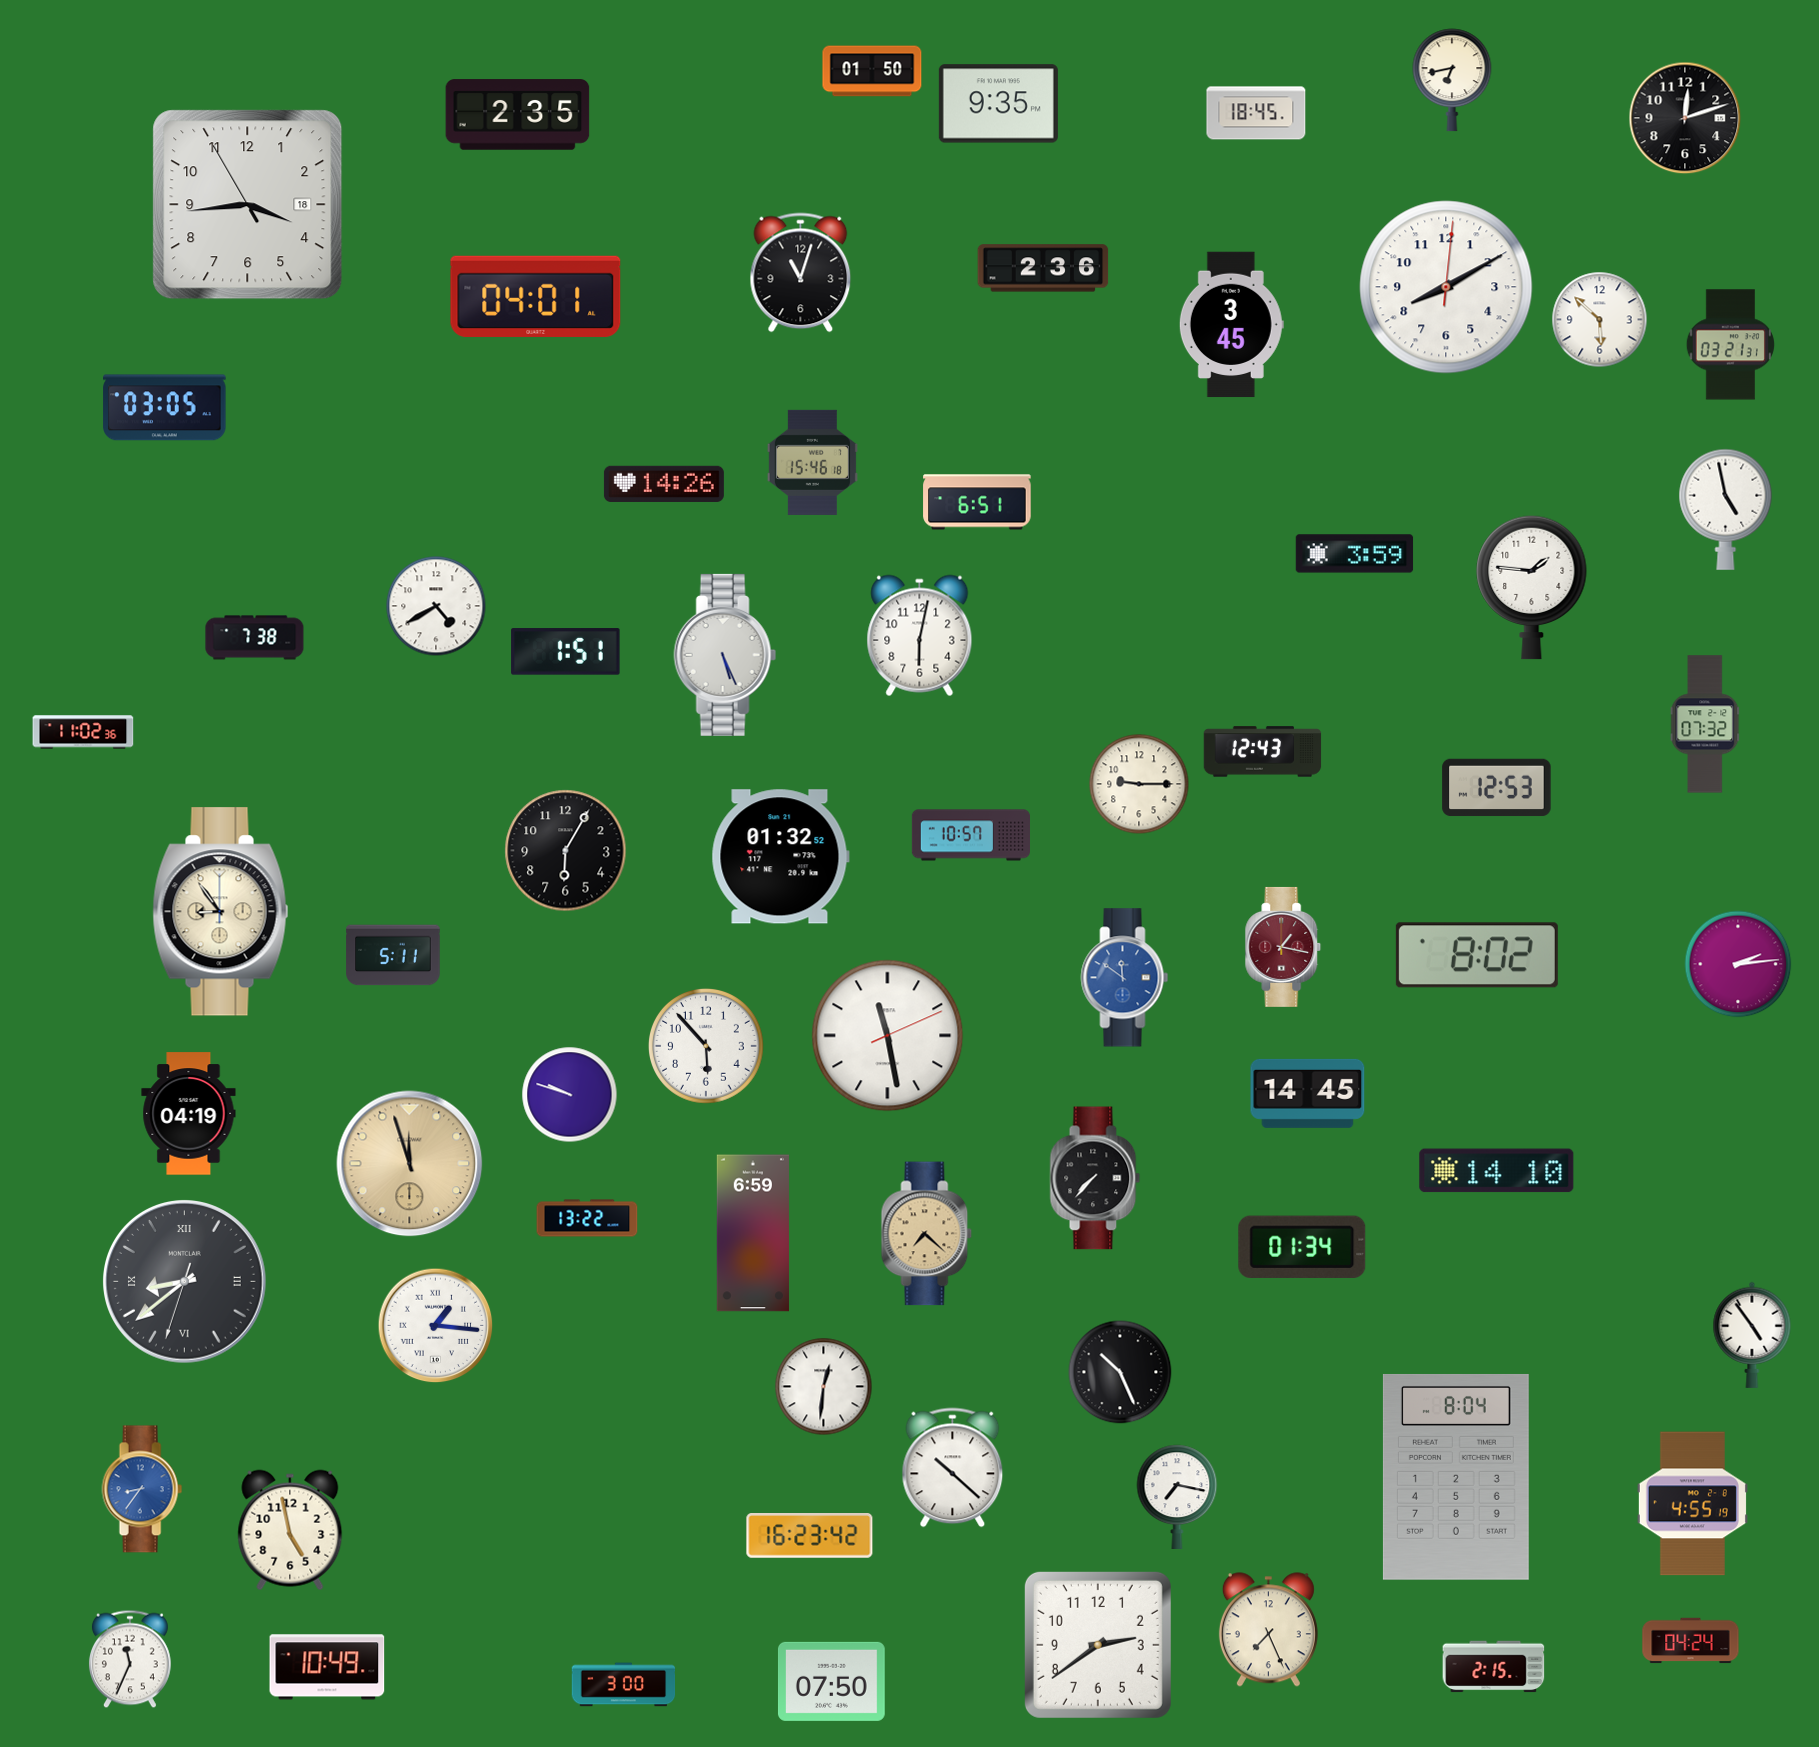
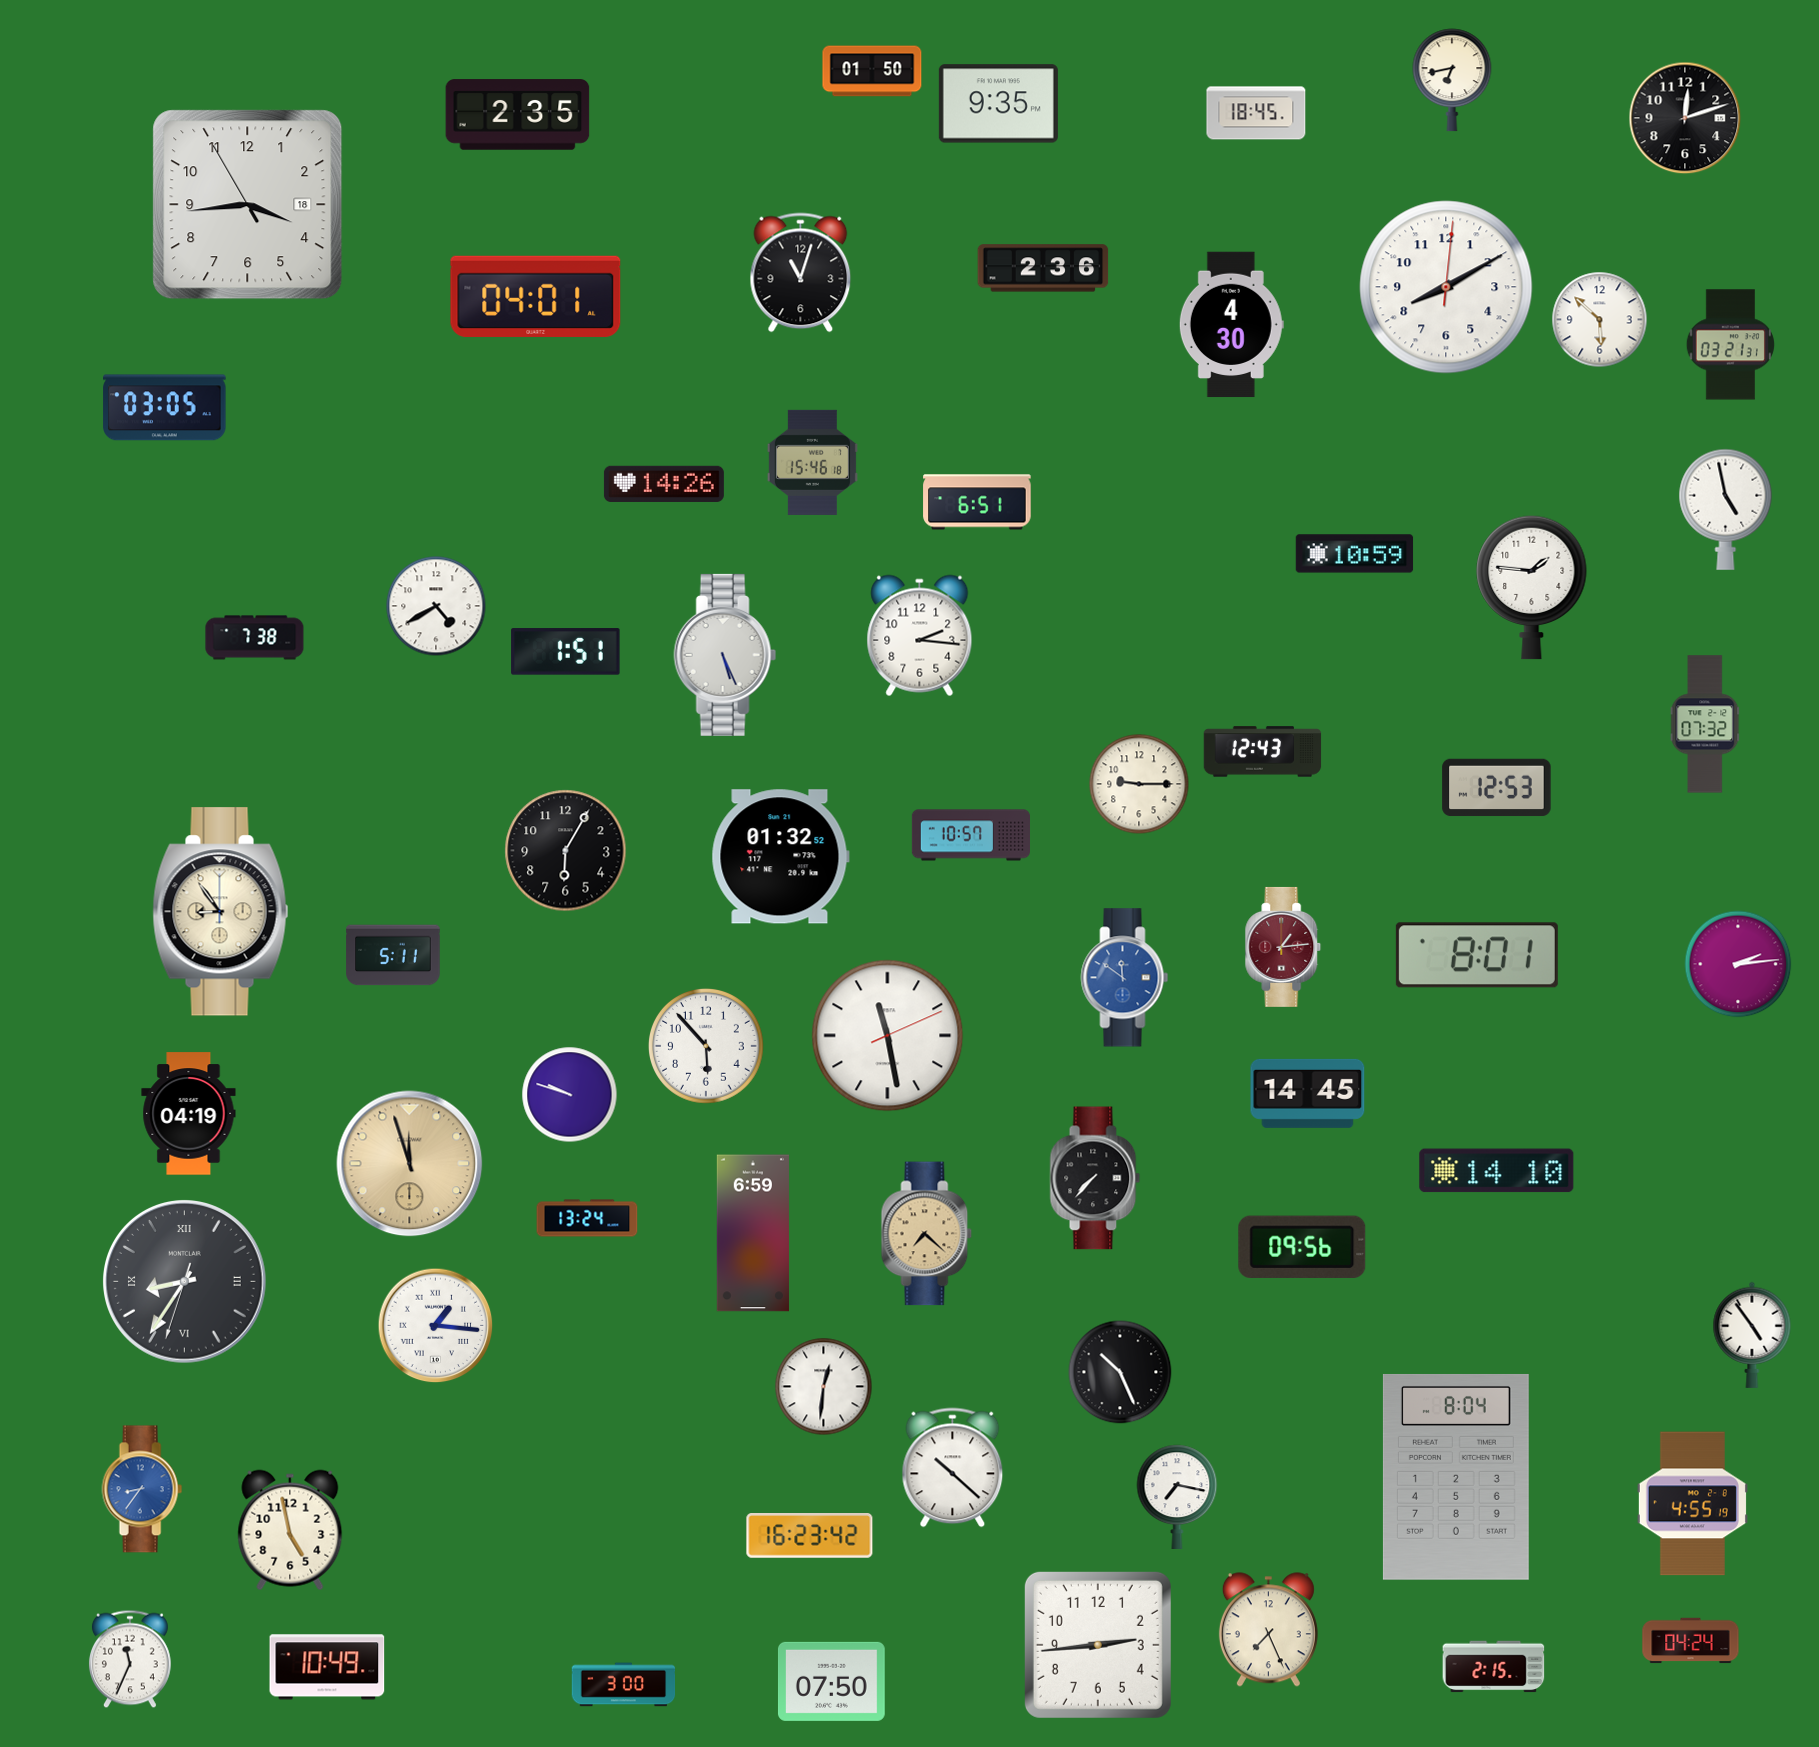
clock at (1231, 325): 3:45 -> 4:30
clock at (1355, 554): 3:59 -> 10:59
clock at (920, 636): 6:02 -> 2:16
clock at (83, 732): 11:02 -> none
clock at (1283, 947): 1:17 -> 1:14
clock at (1477, 955): 8:02 -> 8:01
clock at (587, 1218): 13:22 -> 13:24
clock at (1302, 1247): 01:34 -> 09:56
clock at (185, 1282): 8:38 -> 8:35
clock at (1098, 1645): 2:39 -> 2:44
